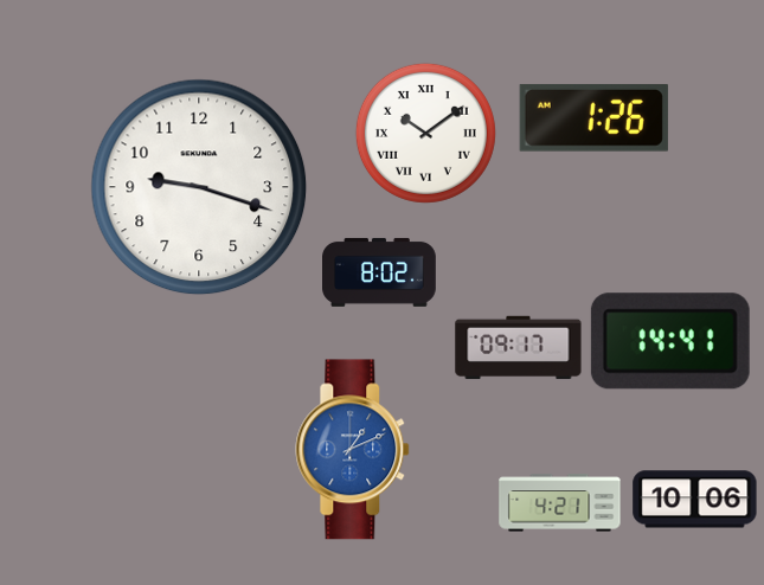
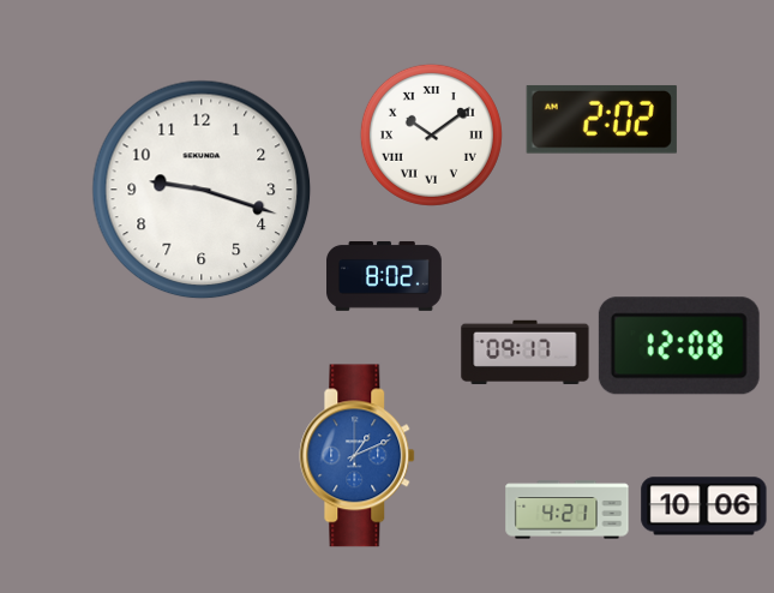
clock at (593, 117): 1:26 -> 2:02
clock at (670, 341): 14:41 -> 12:08
